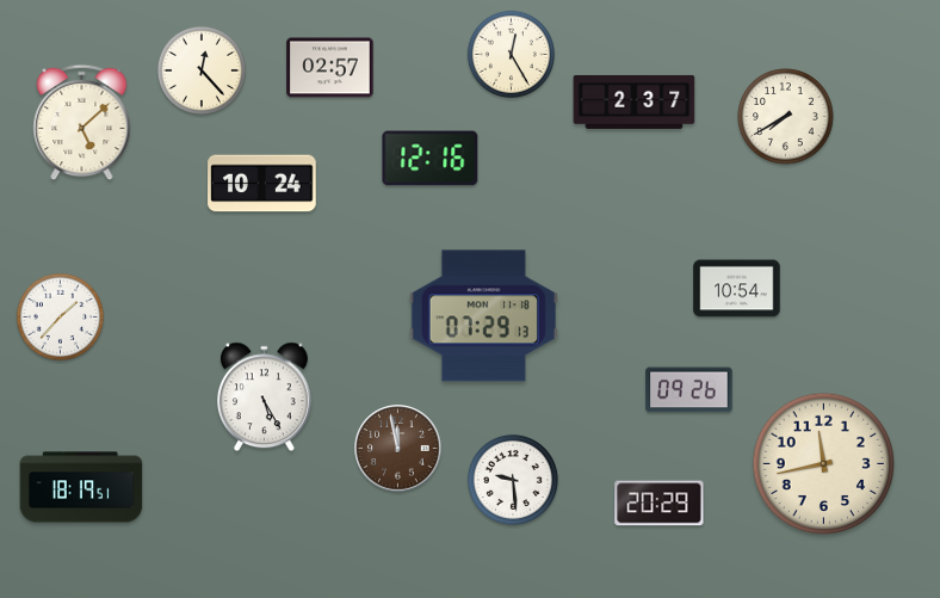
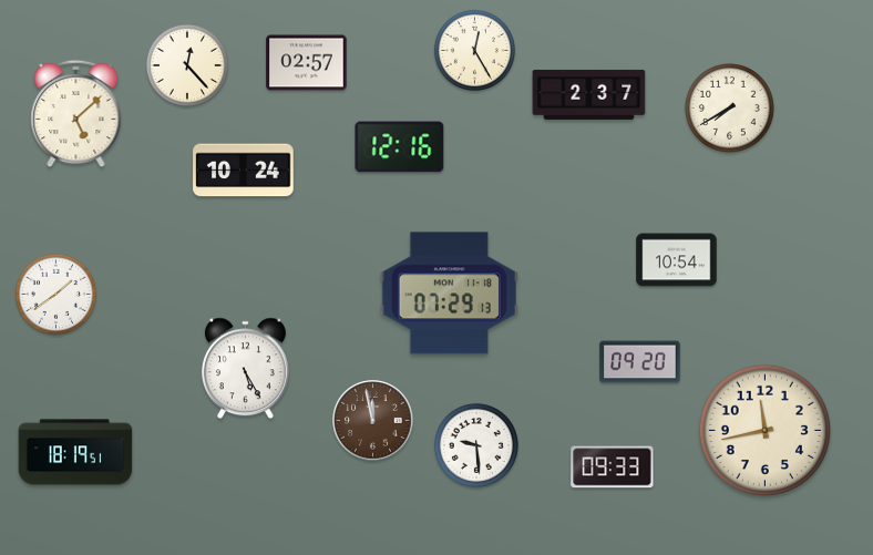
clock at (737, 289) position: (737, 289) -> (677, 260)
clock at (60, 316): 1:37 -> 1:39
clock at (689, 390): 09:26 -> 09:20
clock at (398, 449) position: (398, 449) -> (373, 421)
clock at (660, 504): 20:29 -> 09:33
